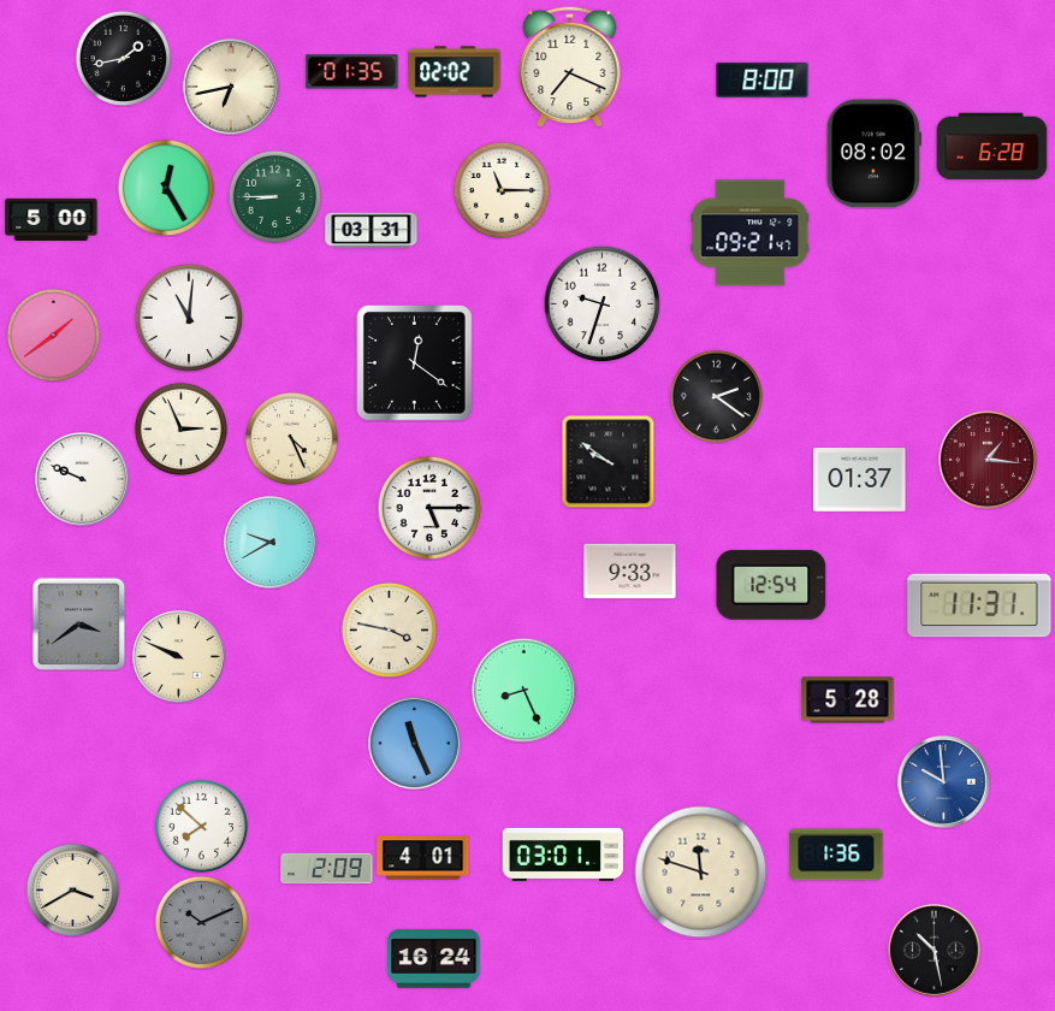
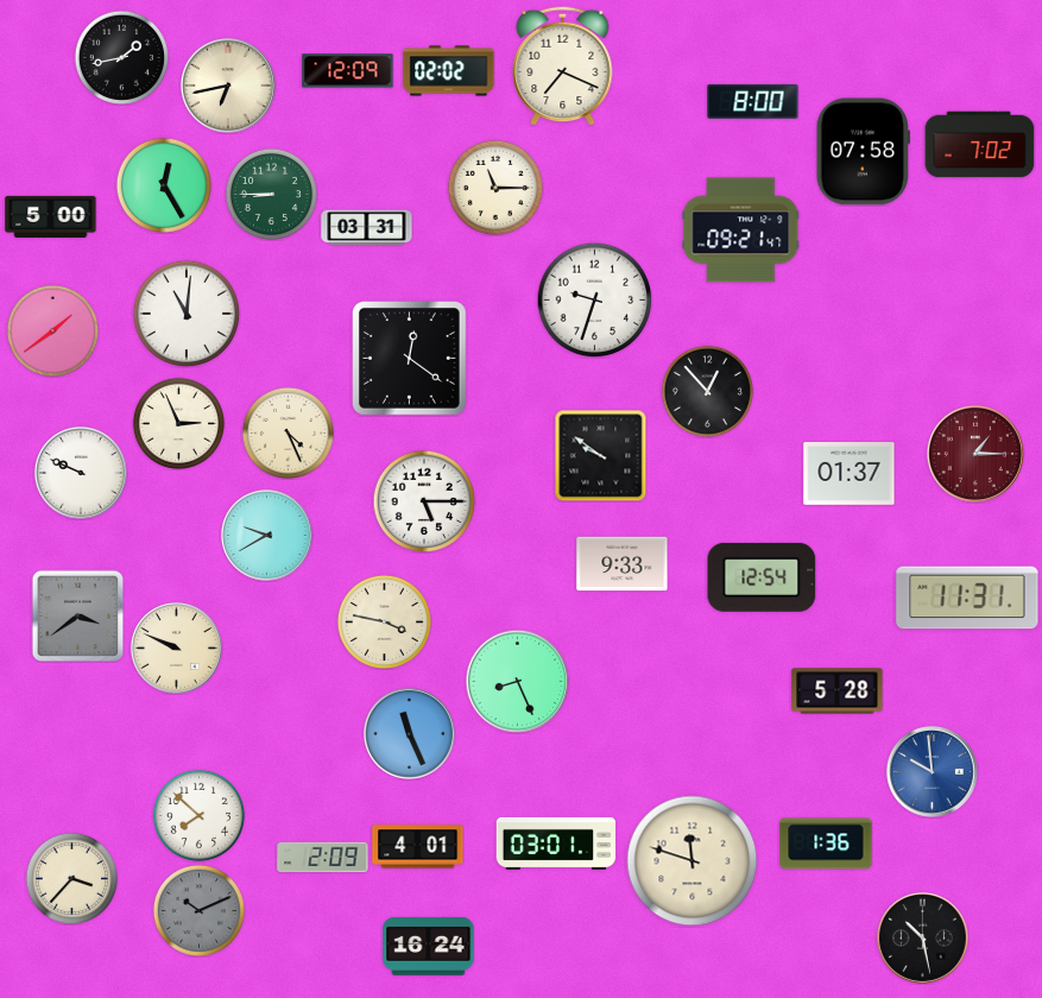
clock at (352, 72): 01:35 -> 12:09
clock at (763, 79) position: (763, 79) -> (753, 101)
clock at (992, 147): 6:28 -> 7:02
clock at (873, 154): 08:02 -> 07:58
clock at (716, 396): 2:21 -> 12:53
clock at (988, 460): 1:16 -> 1:15
clock at (72, 889): 3:40 -> 3:37
